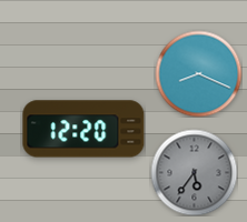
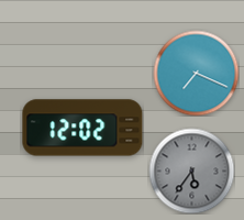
clock at (198, 73): 8:19 -> 7:19
clock at (83, 129): 12:20 -> 12:02
